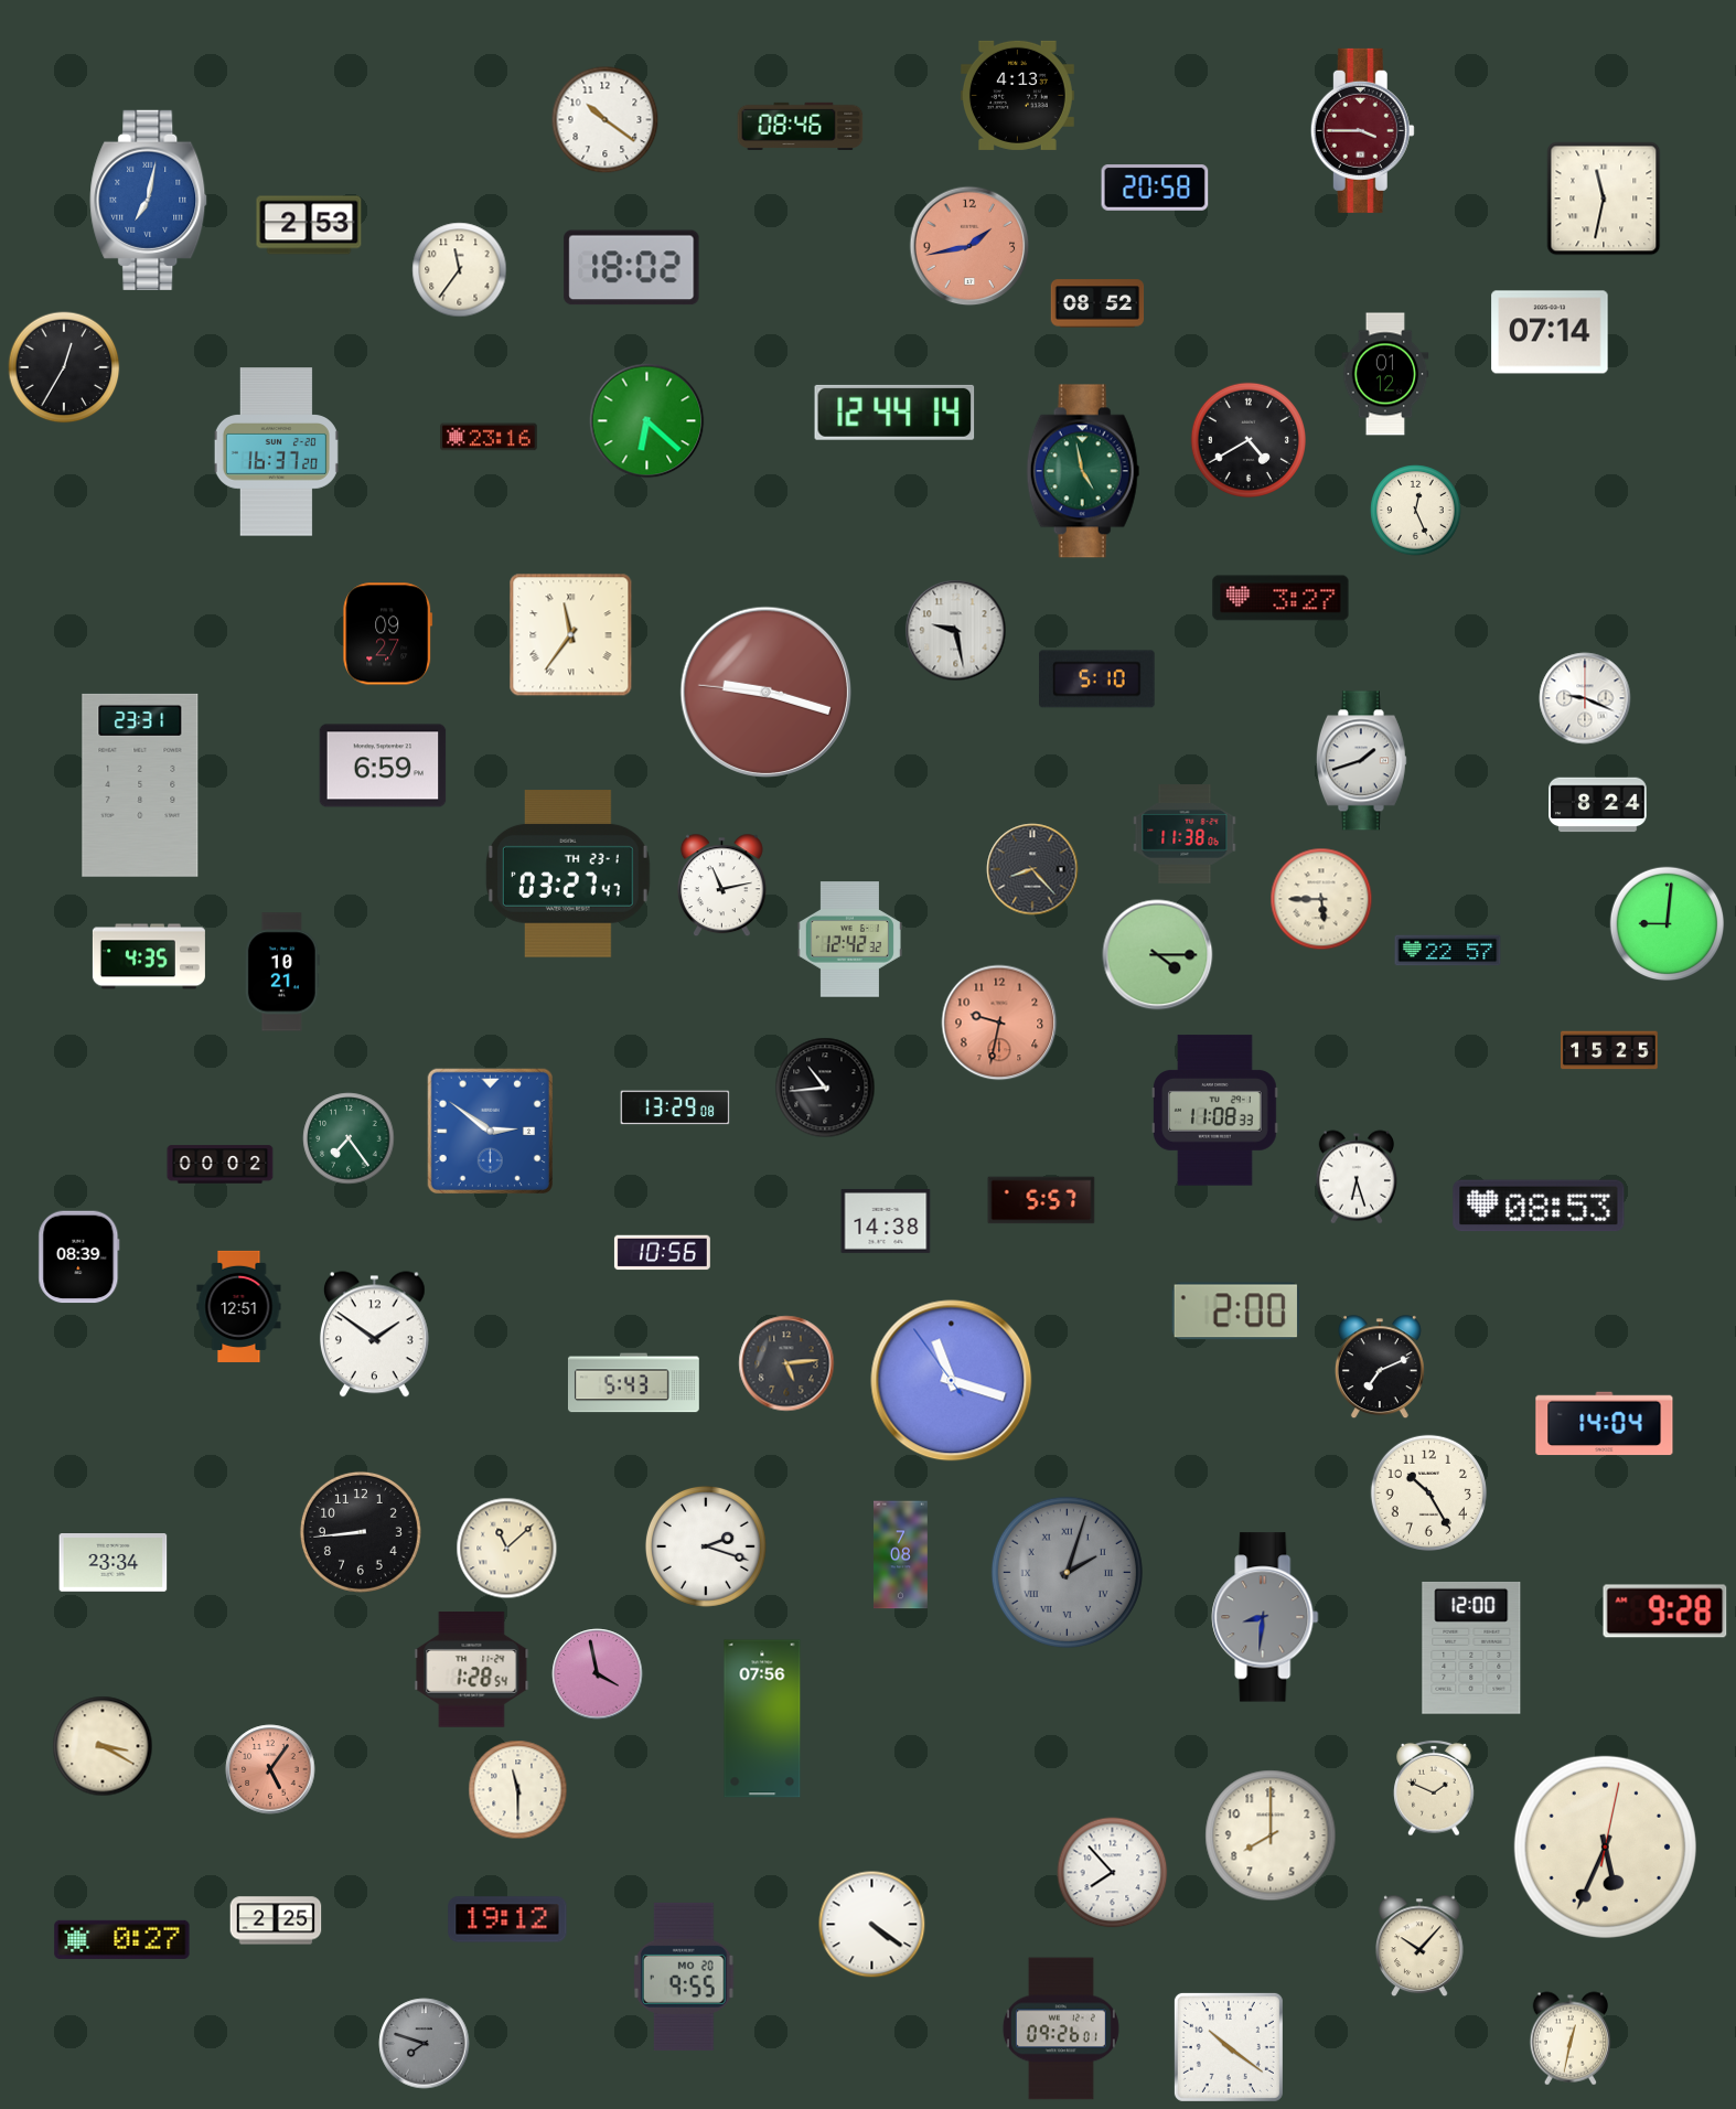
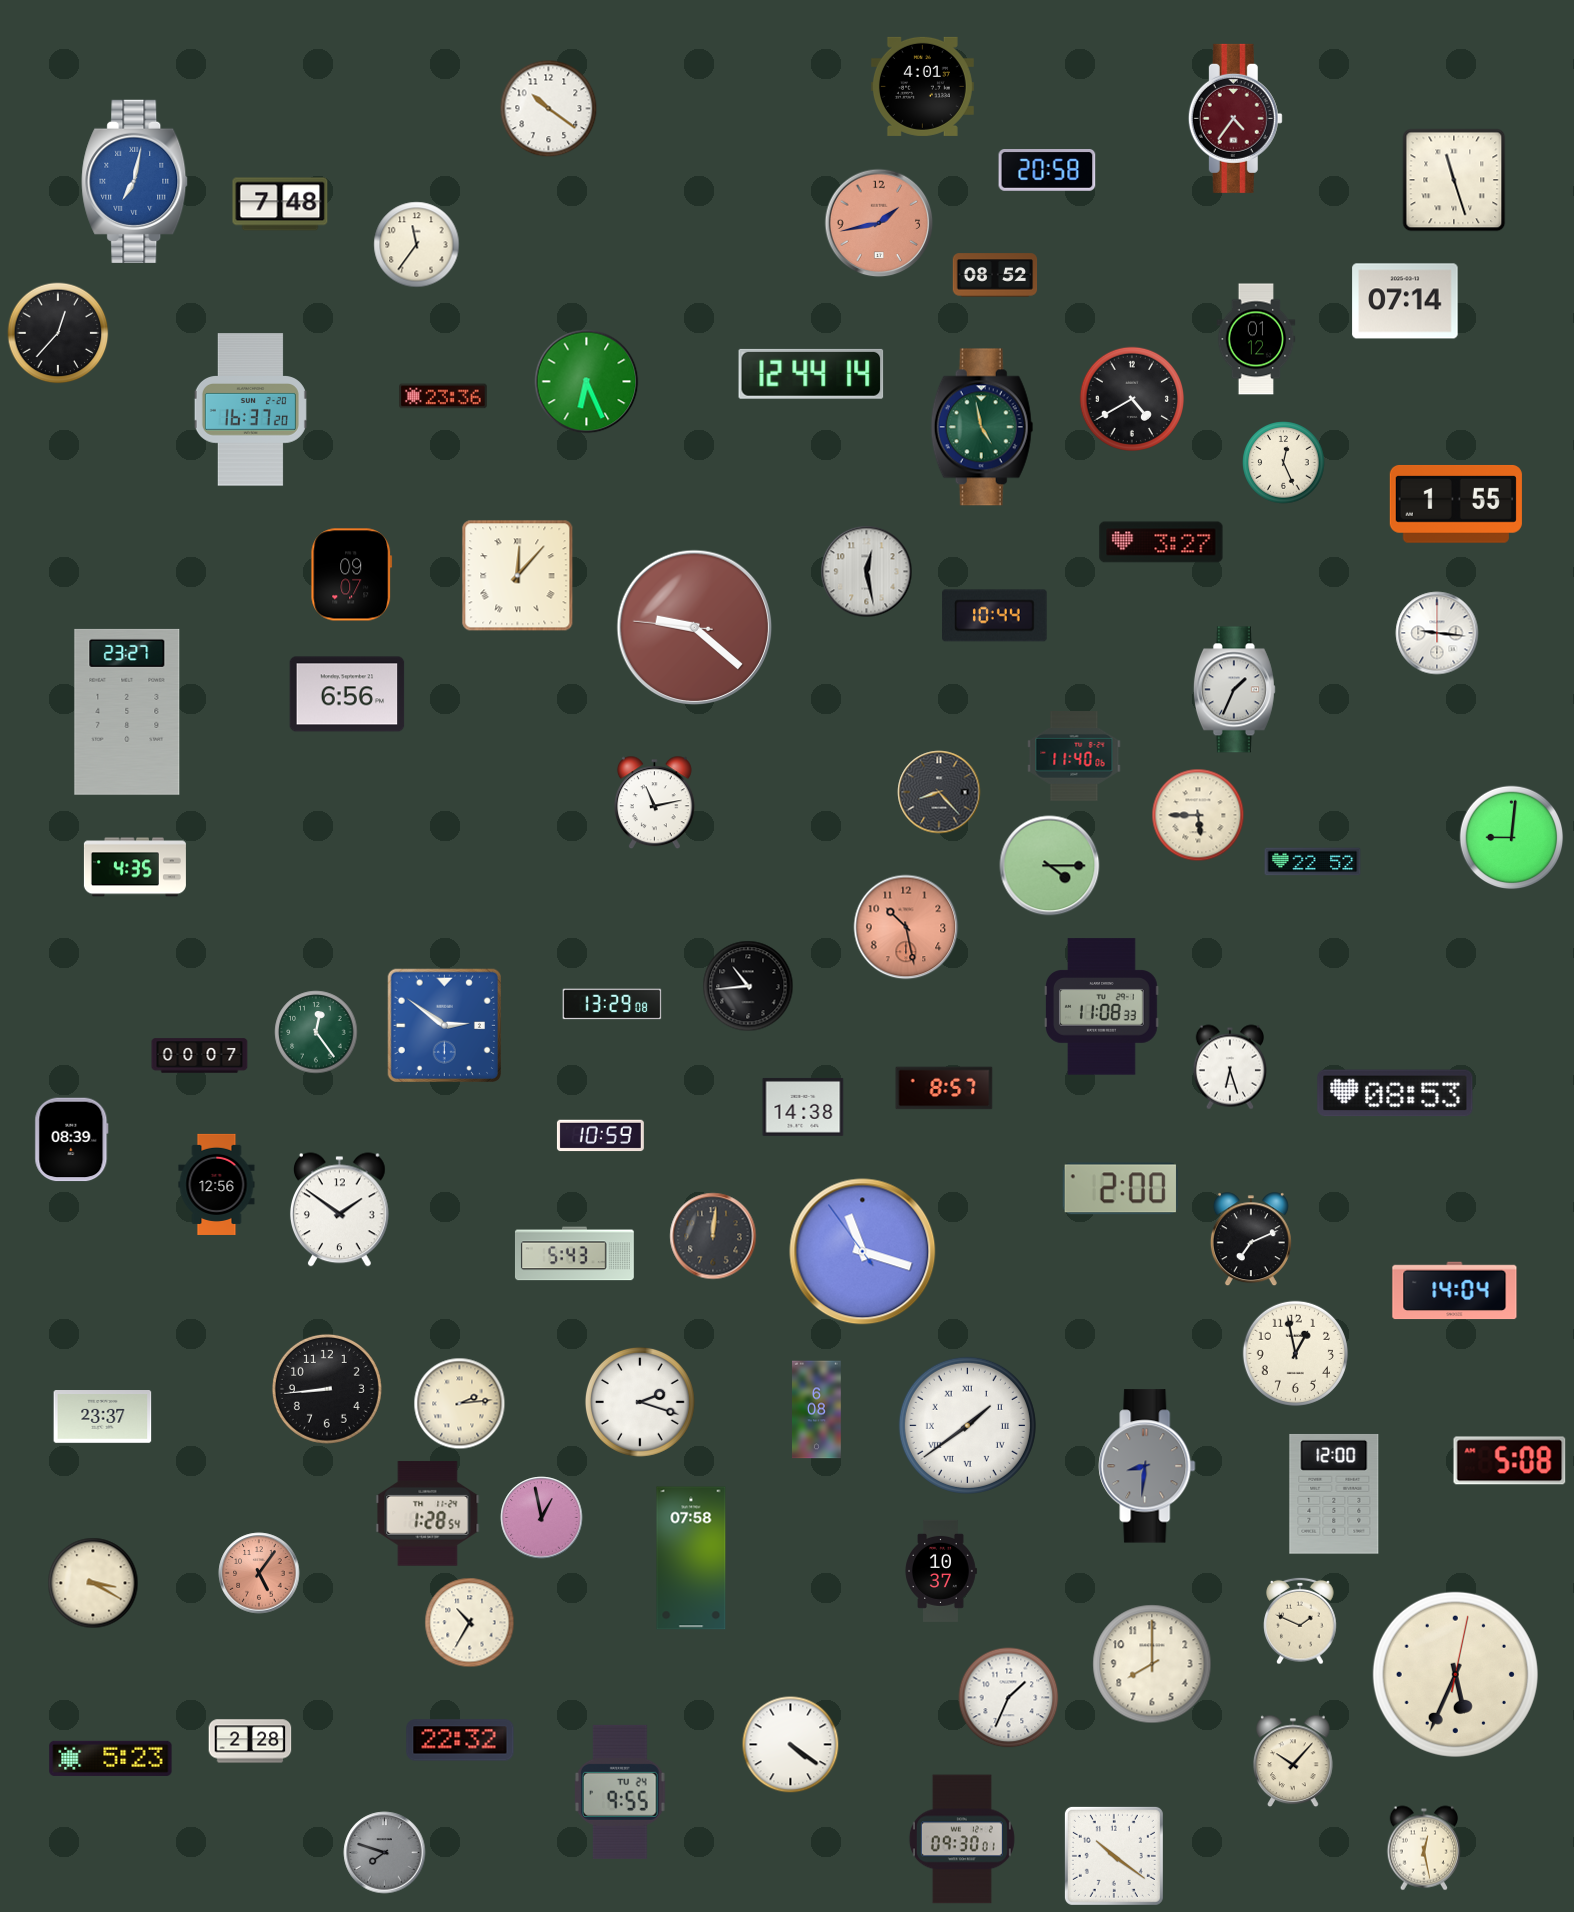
clock at (1017, 95): 4:13 -> 4:01
clock at (801, 126): 08:46 -> none
clock at (1362, 130): 3:45 -> 4:36
clock at (1604, 199): 11:32 -> 11:27
clock at (309, 225): 2:53 -> 7:48
clock at (632, 268): 18:02 -> none
clock at (64, 367): 12:35 -> 12:37
clock at (647, 421): 6:22 -> 6:26
clock at (490, 437): 23:16 -> 23:36
clock at (1456, 504): none -> 1:55
clock at (956, 631): 9:28 -> 12:28
clock at (388, 634): 09:27 -> 09:07
clock at (571, 635): 11:36 -> 12:07
clock at (1097, 679): 5:10 -> 10:44
clock at (767, 693): 9:17 -> 9:21
clock at (1585, 698): 9:19 -> 9:16
clock at (1361, 761): 1:42 -> 1:34
clock at (383, 766): 6:59 -> 6:56
clock at (140, 785): 23:31 -> 23:27
clock at (1598, 805): 8:24 -> none
clock at (1185, 834): 11:38 -> 11:40
clock at (1032, 869) position: (1032, 869) -> (939, 792)
clock at (568, 875): 03:27 -> none
clock at (849, 940): 12:42 -> none
clock at (1448, 951): 22:57 -> 22:52
clock at (282, 972): 10:21 -> none
clock at (999, 1023): 9:32 -> 10:28
clock at (1609, 1050): 15:25 -> none
clock at (349, 1138): 7:24 -> 12:24
clock at (221, 1165): 00:02 -> 00:07
clock at (1041, 1200): 5:57 -> 8:57
clock at (662, 1253): 10:56 -> 10:59
clock at (239, 1306): 12:51 -> 12:56
clock at (786, 1363): 5:14 -> 12:01
clock at (1428, 1492): 10:25 -> 12:58
clock at (507, 1549): 11:08 -> 2:14
clock at (901, 1555): 7:08 -> 6:08
clock at (114, 1563): 23:34 -> 23:37
clock at (1067, 1572): 2:03 -> 1:39
clock at (1067, 1572) dial: grey -> white
clock at (1665, 1612): 9:28 -> 5:08
clock at (598, 1674): 3:58 -> 12:58
clock at (762, 1719): 07:56 -> 07:58
clock at (941, 1571): none -> 10:37
clock at (270, 1769) position: (270, 1769) -> (259, 1573)
clock at (518, 1790): 11:30 -> 10:35
clock at (1113, 1873): 7:53 -> 1:34
clock at (507, 1919): 19:12 -> 22:32
clock at (276, 1920): 2:25 -> 2:28
clock at (122, 1939): 0:27 -> 5:23
clock at (1421, 1946) position: (1421, 1946) -> (1294, 1761)
clock at (684, 1977) date: MO 20 -> TU 24
clock at (1061, 2028): 09:26 -> 09:30
clock at (1569, 2038): 12:32 -> 12:28
